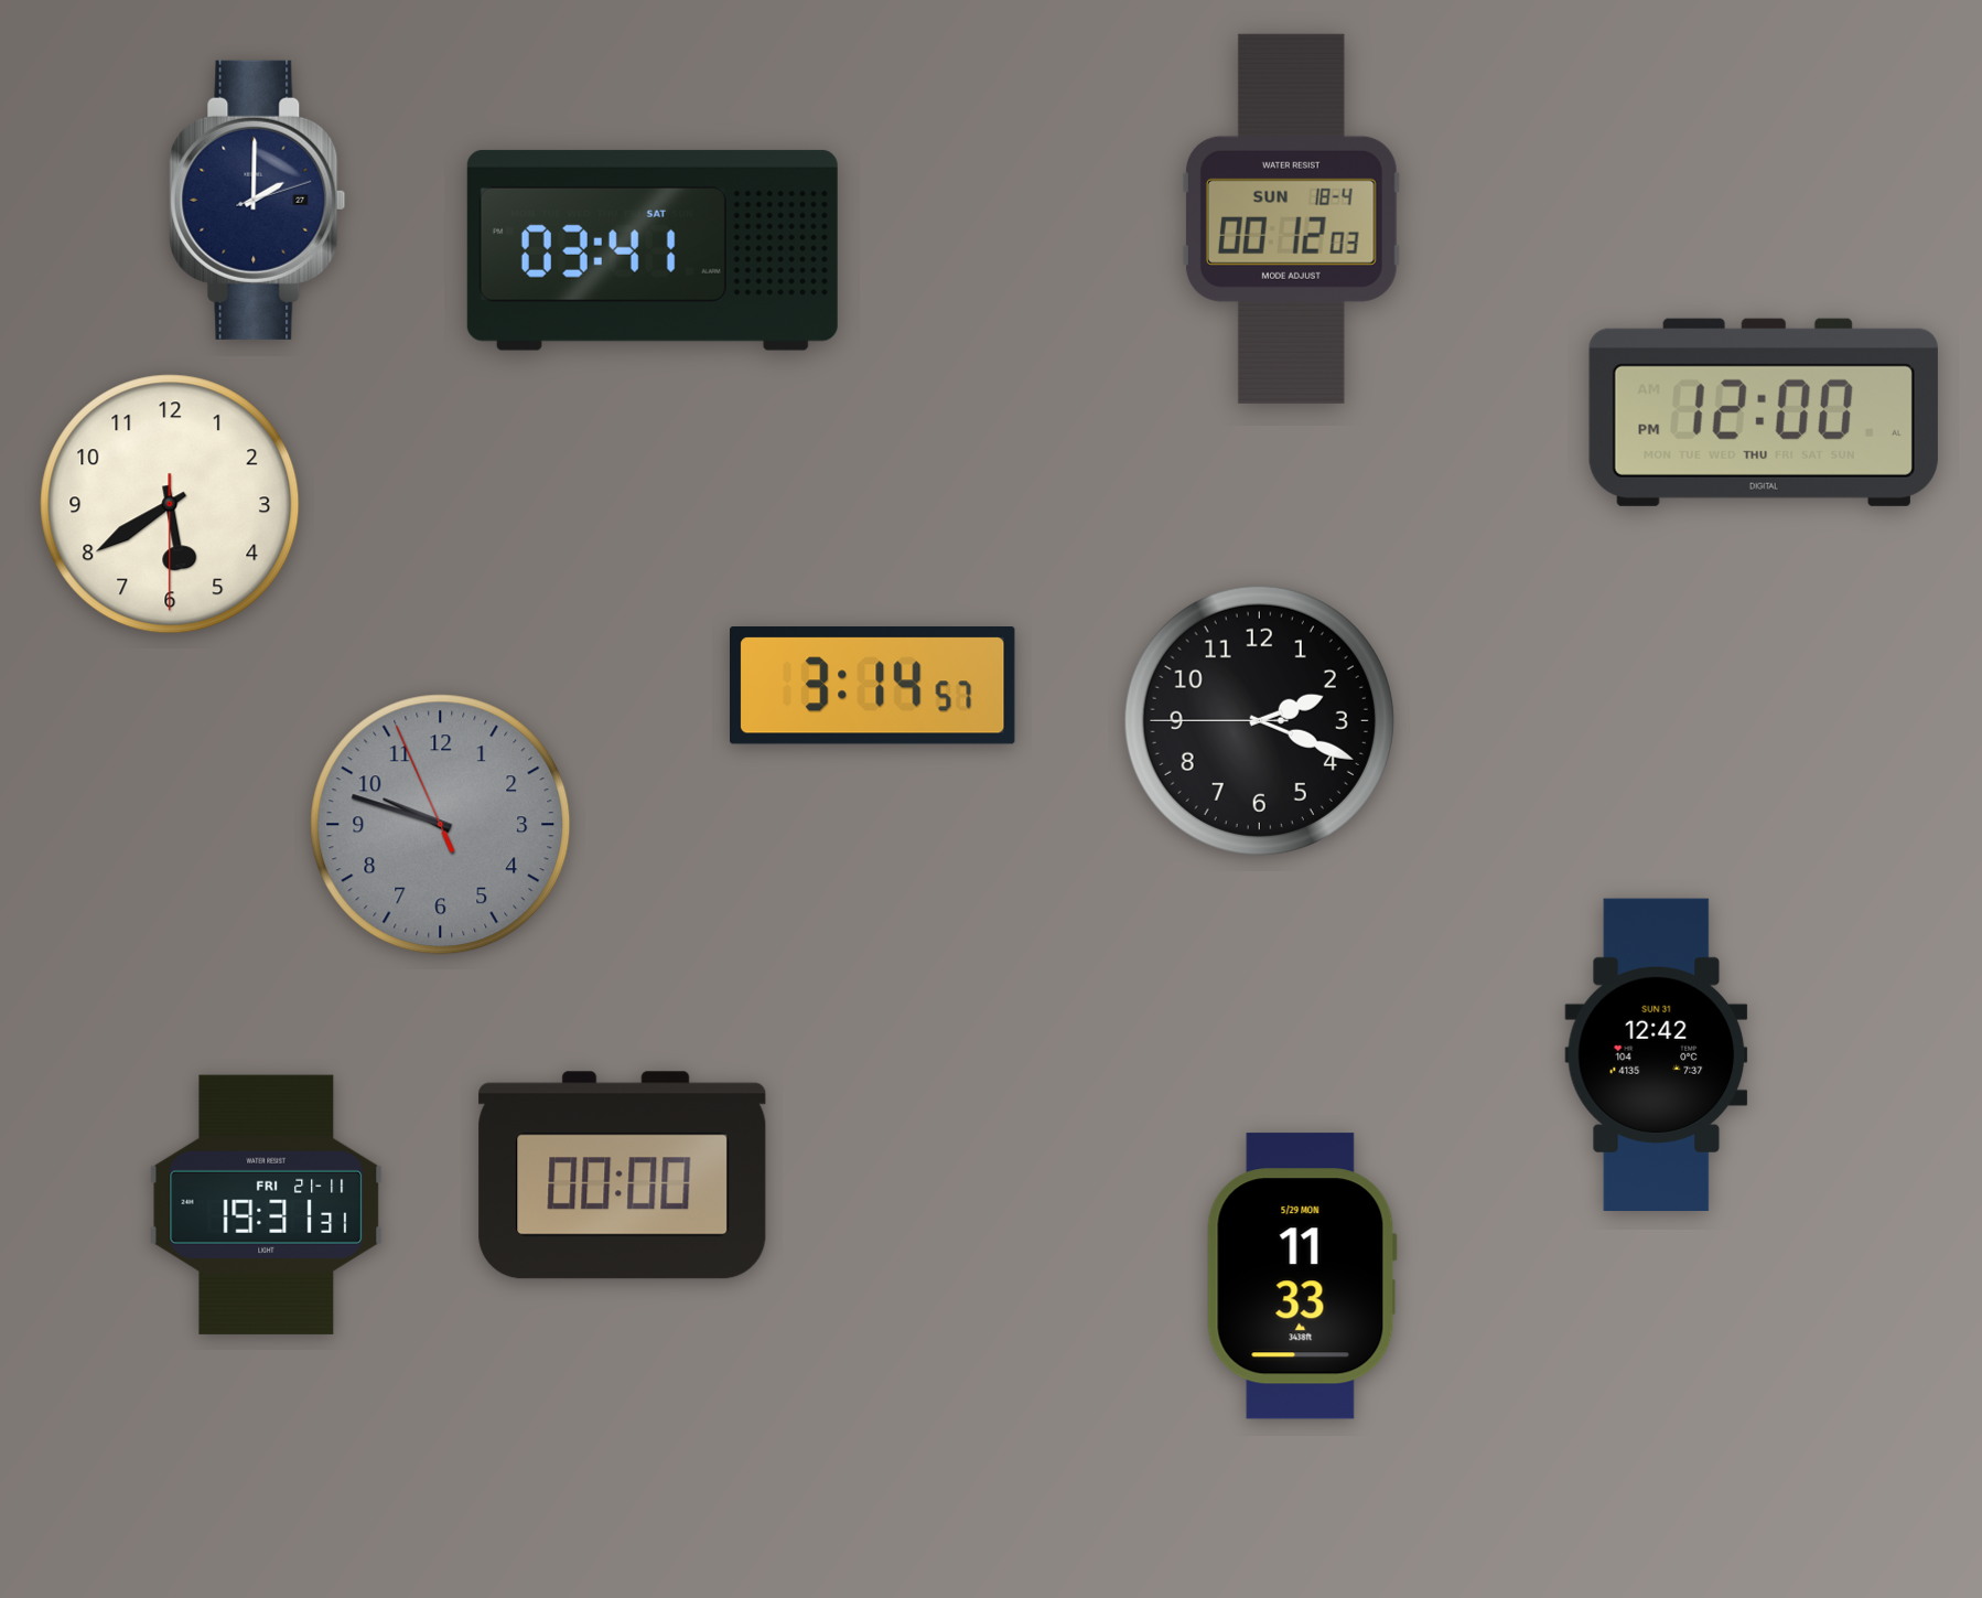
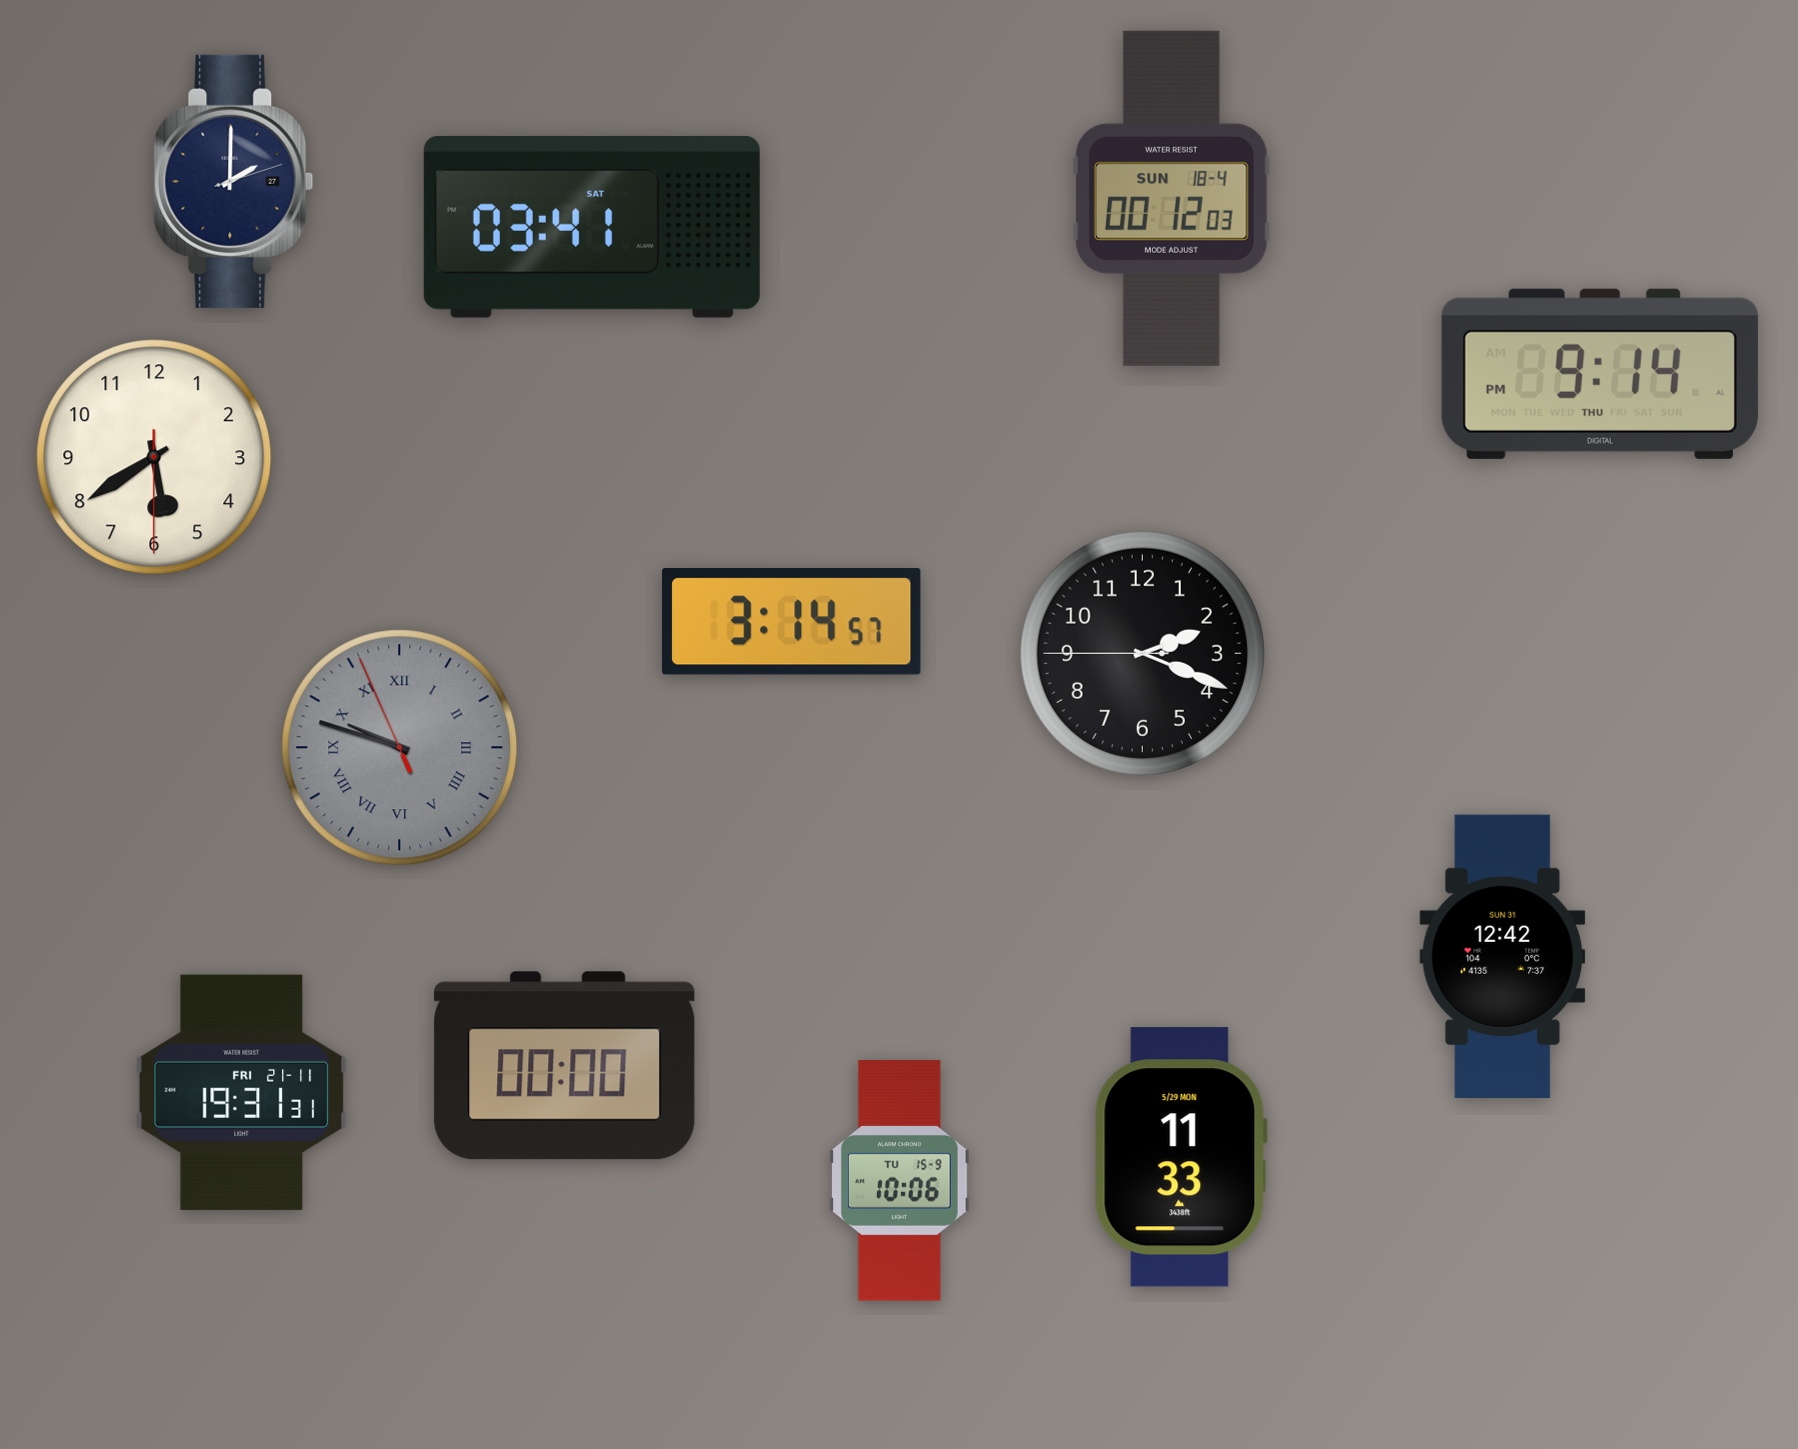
clock at (1764, 412): 12:00 -> 9:14
clock at (441, 825) numerals: Arabic -> Roman
clock at (899, 1181): none -> 10:06
